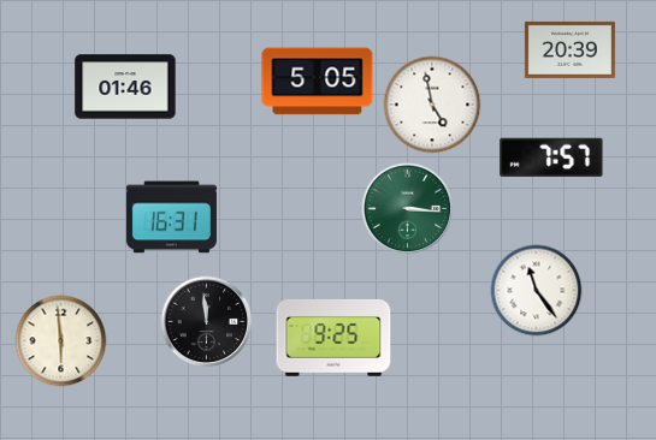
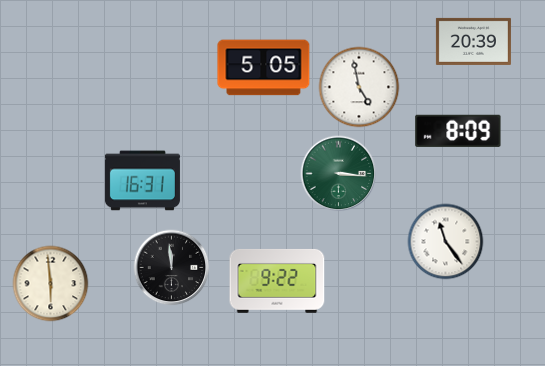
clock at (125, 87): 01:46 -> none
clock at (551, 157): 7:57 -> 8:09
clock at (333, 338): 9:25 -> 9:22
